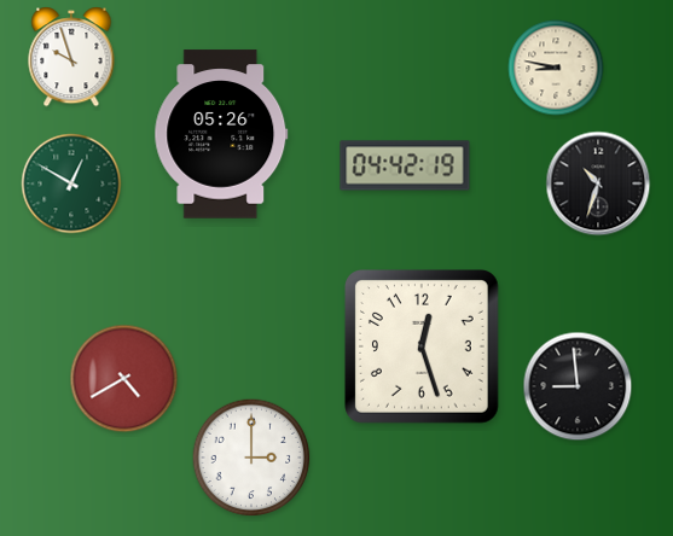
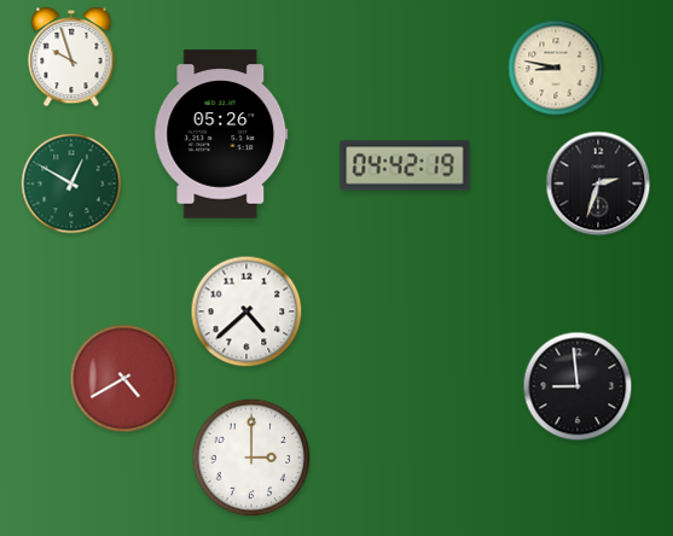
clock at (598, 183): 10:33 -> 2:33
clock at (246, 311): none -> 4:38
clock at (423, 348): 12:27 -> none
